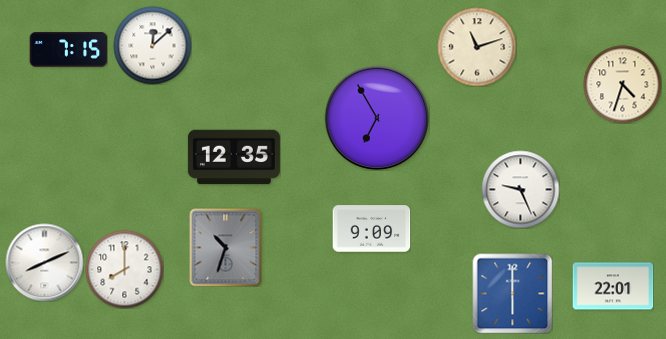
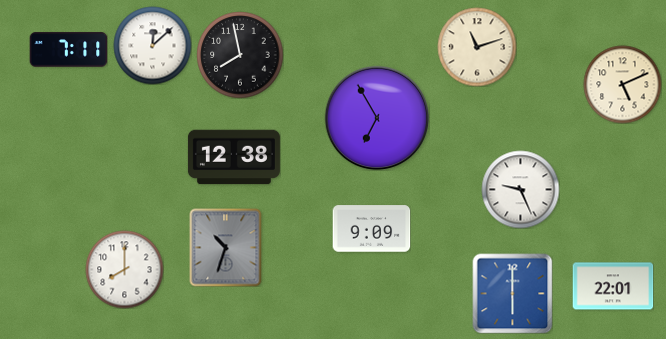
clock at (68, 50): 7:15 -> 7:11
clock at (240, 55): none -> 7:58
clock at (622, 84): 4:33 -> 5:11
clock at (234, 157): 12:35 -> 12:38
clock at (44, 262): 8:11 -> none
